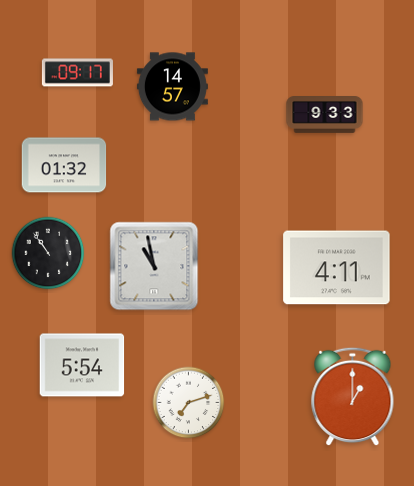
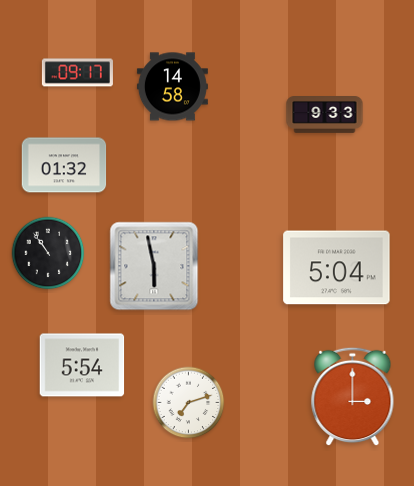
clock at (172, 87): 14:57 -> 14:58
clock at (154, 266): 10:58 -> 5:58
clock at (337, 268): 4:11 -> 5:04
clock at (353, 397): 1:00 -> 3:00
